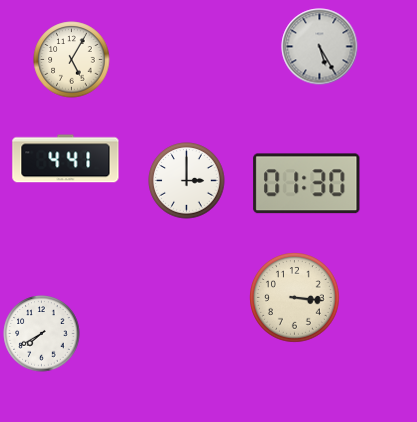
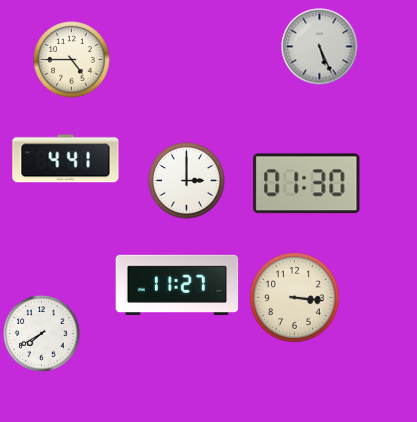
clock at (320, 47): 5:25 -> 5:26
clock at (72, 60): 5:05 -> 4:45
clock at (177, 285): none -> 11:27
